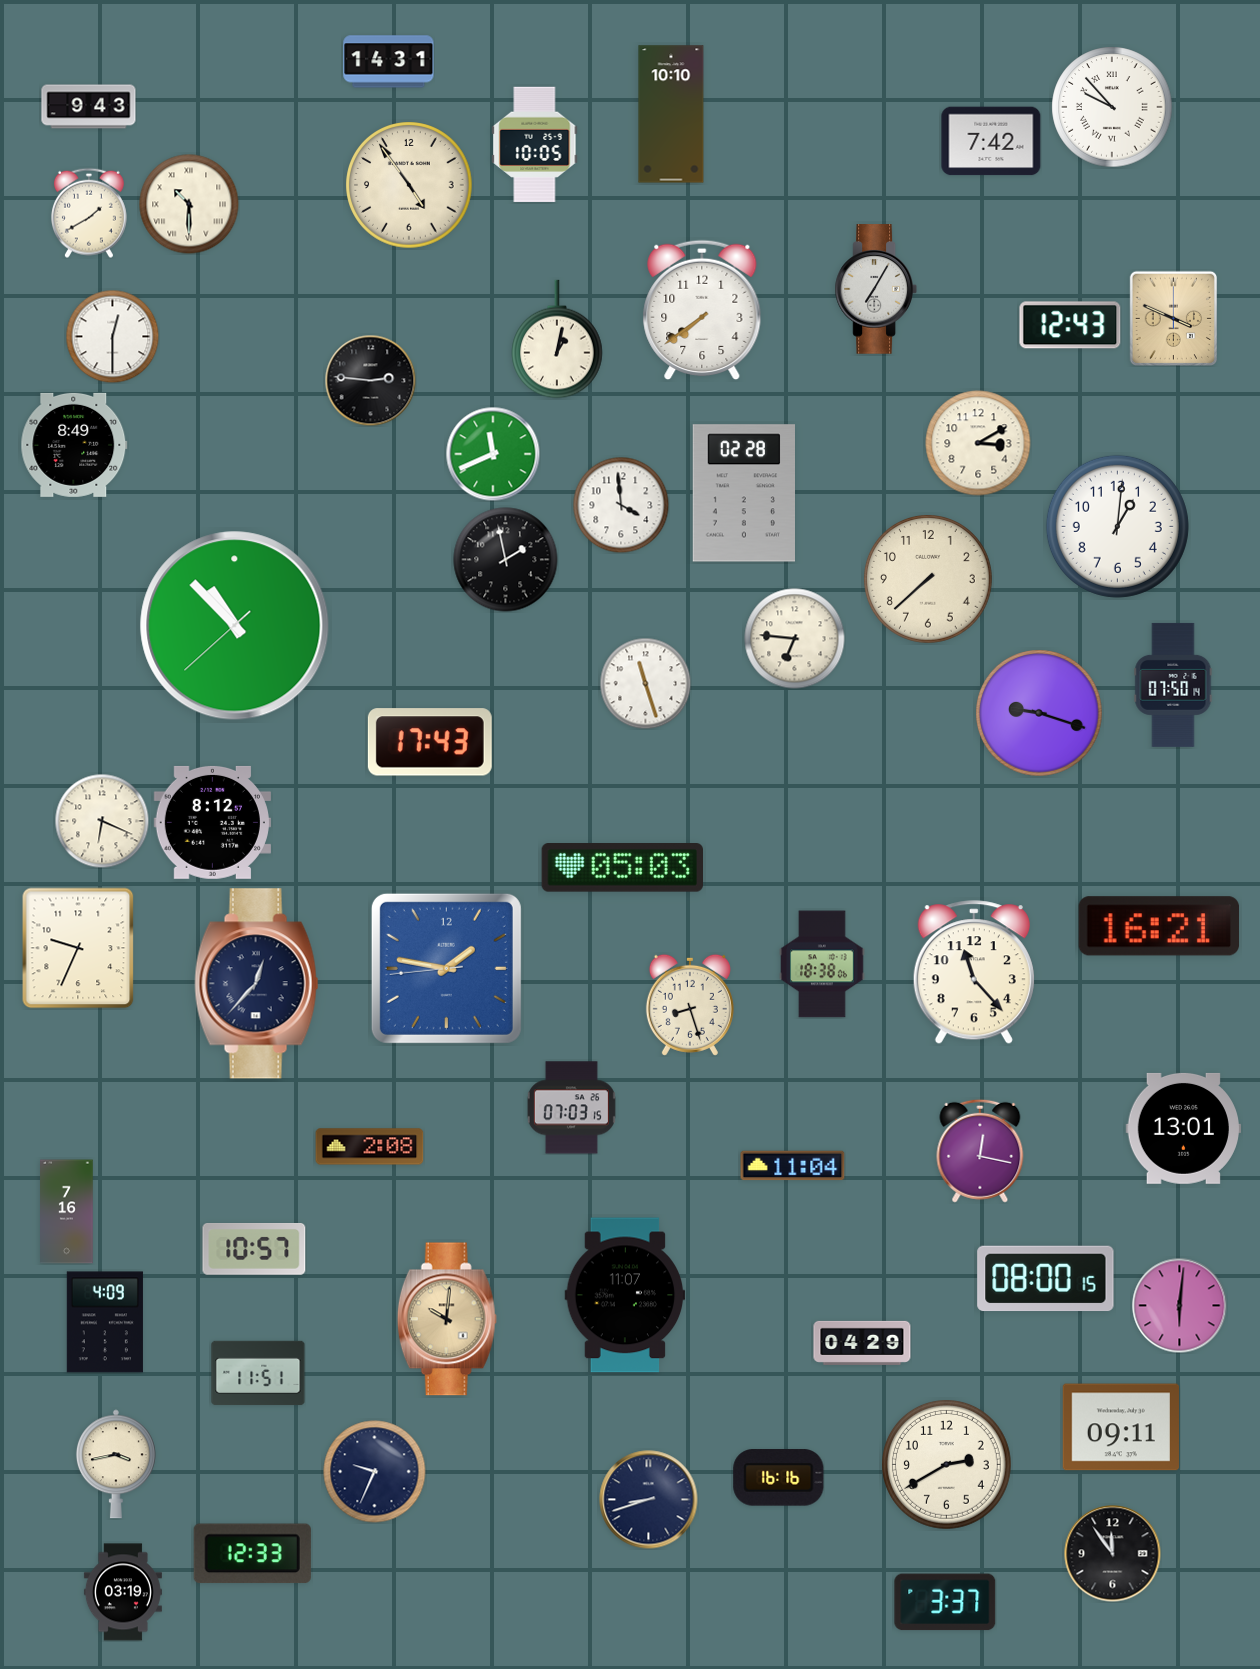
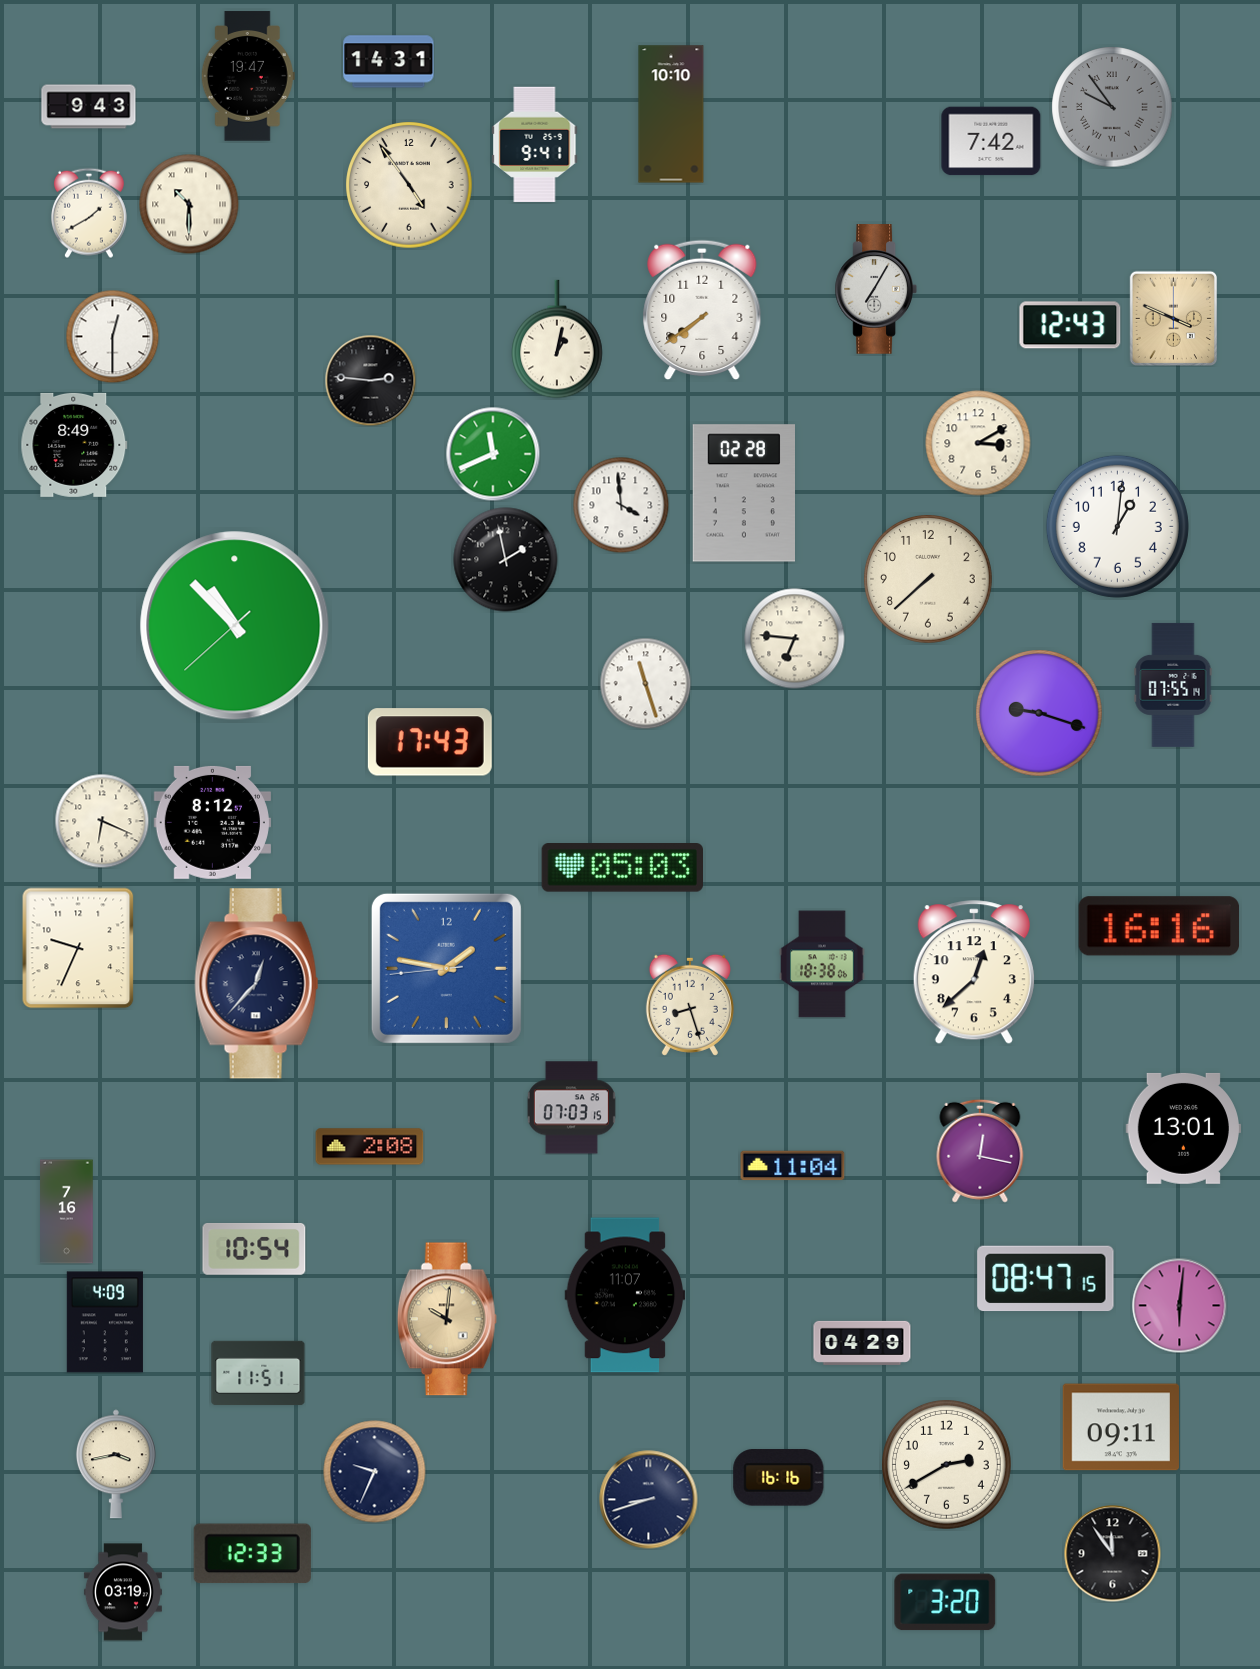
clock at (248, 76): none -> 19:47
clock at (1112, 107): 9:53 -> 9:54
clock at (1112, 107) dial: white -> grey
clock at (535, 145): 10:05 -> 9:41
clock at (1173, 685): 07:50 -> 07:55
clock at (1158, 926): 16:21 -> 16:16
clock at (974, 973): 11:23 -> 12:38
clock at (254, 1250): 10:57 -> 10:54
clock at (1046, 1279): 08:00 -> 08:47
clock at (945, 1602): 3:37 -> 3:20
